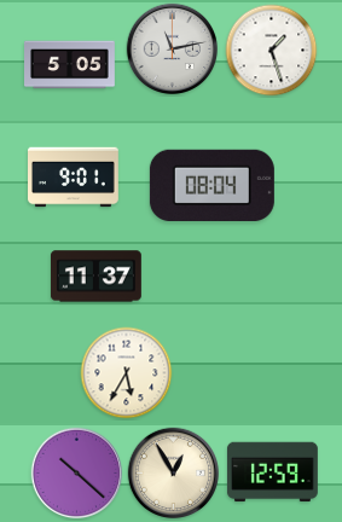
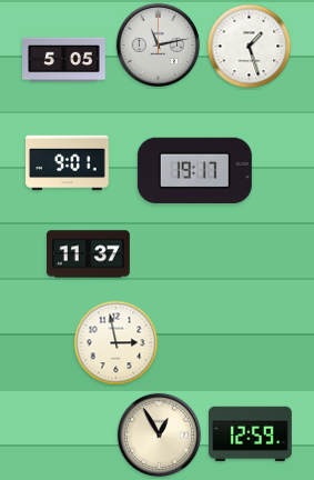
clock at (211, 185): 08:04 -> 19:17
clock at (127, 373): 5:35 -> 2:58
clock at (77, 474): 10:22 -> none
